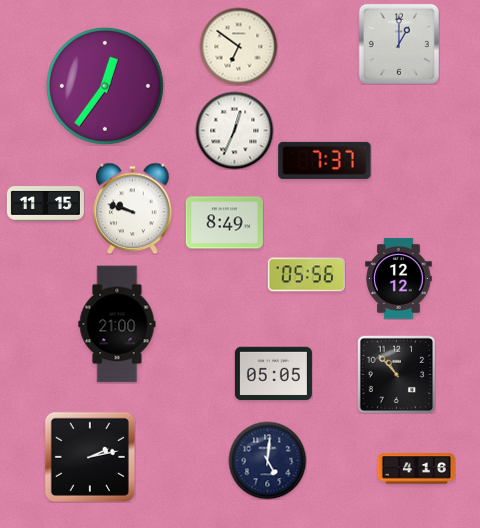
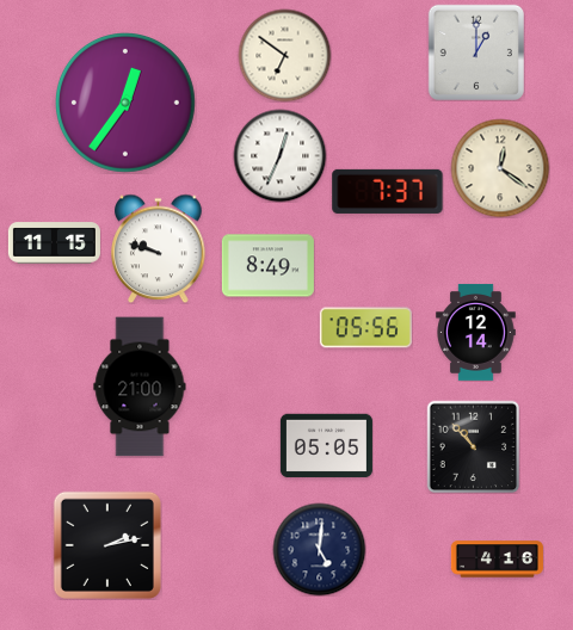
clock at (500, 168): none -> 12:21
clock at (399, 278): 12:12 -> 12:14
